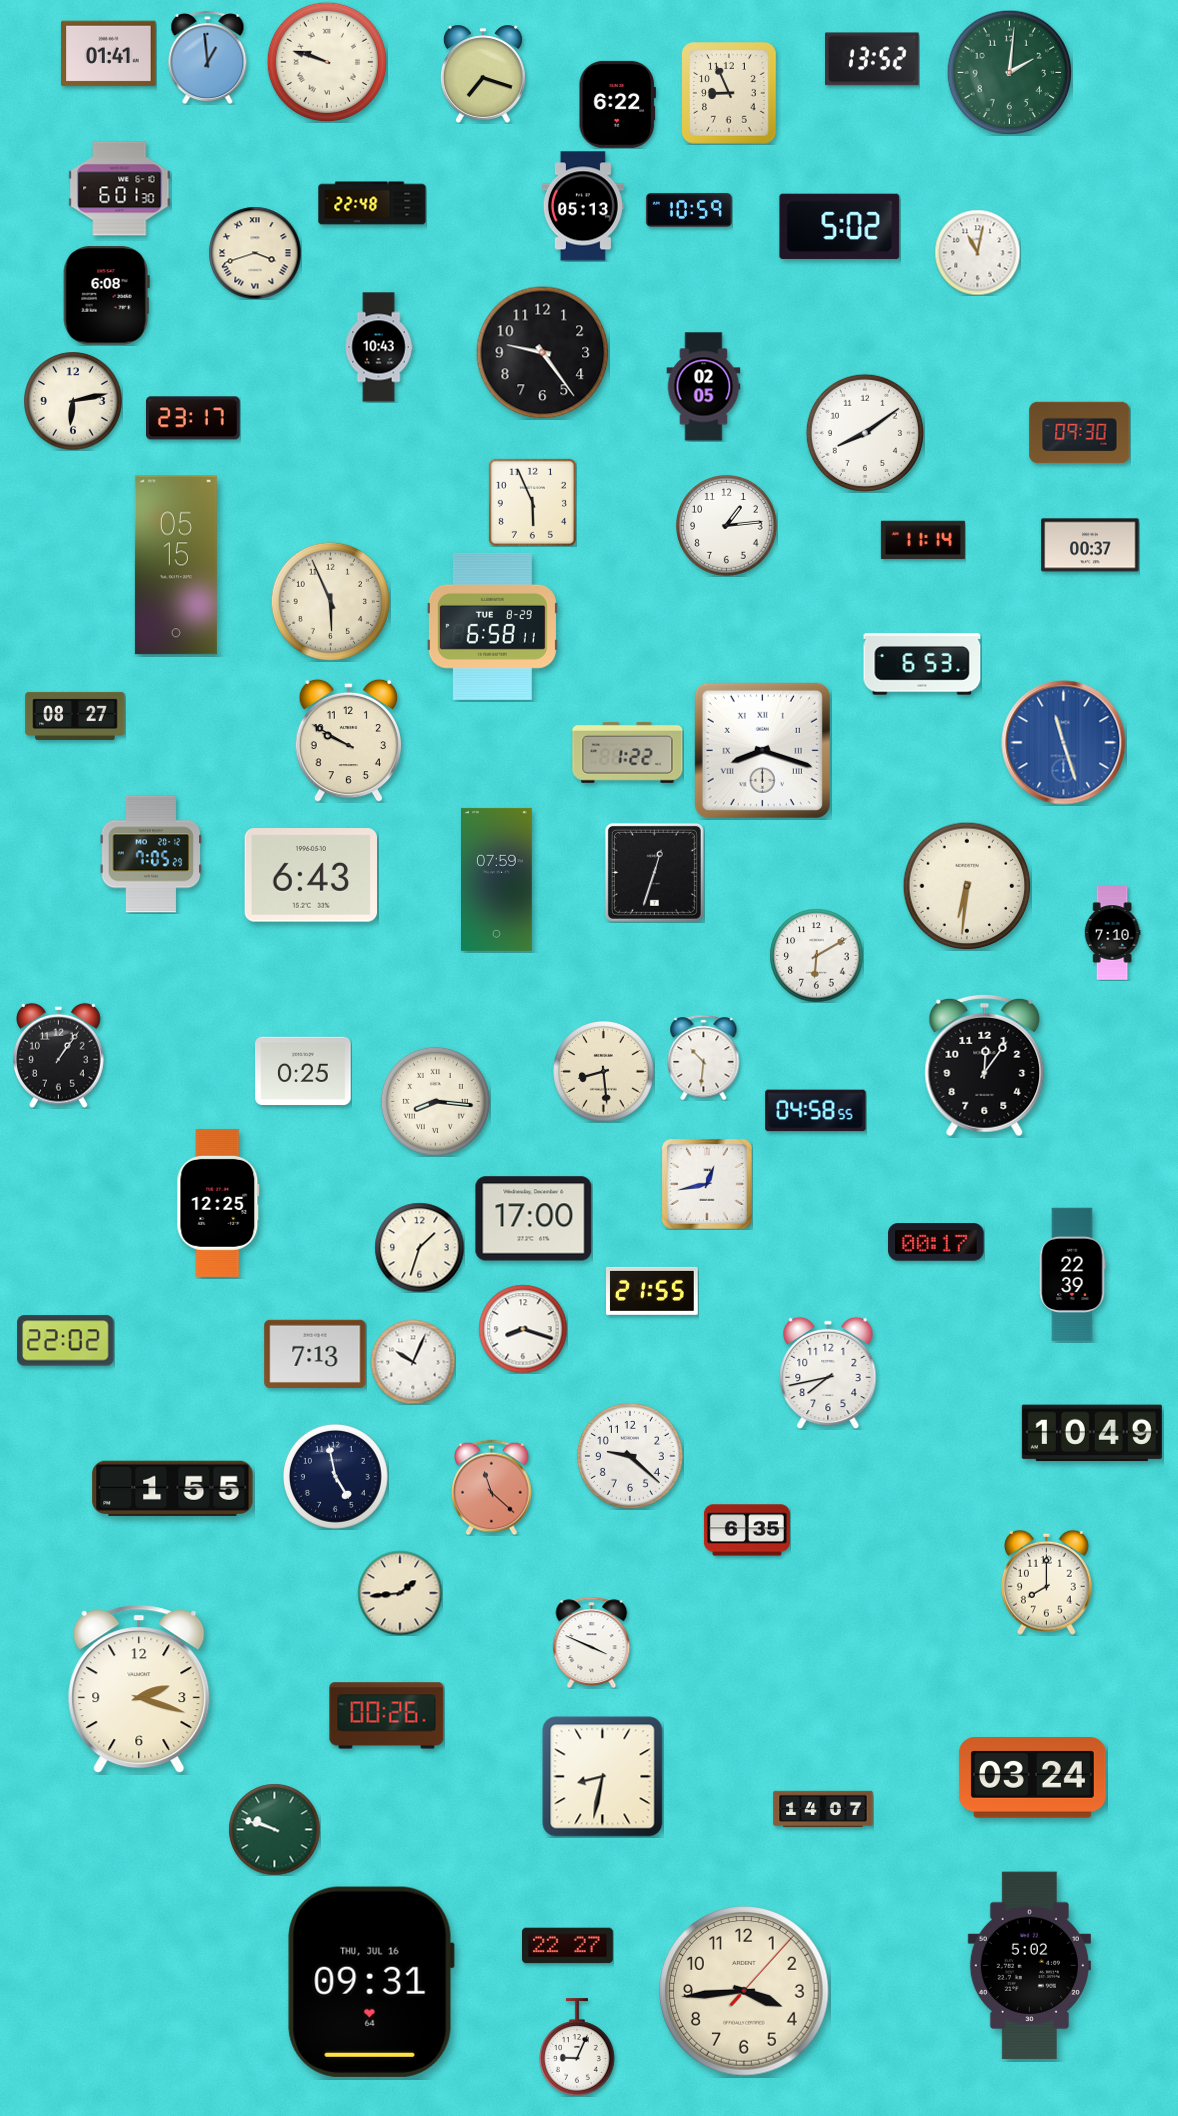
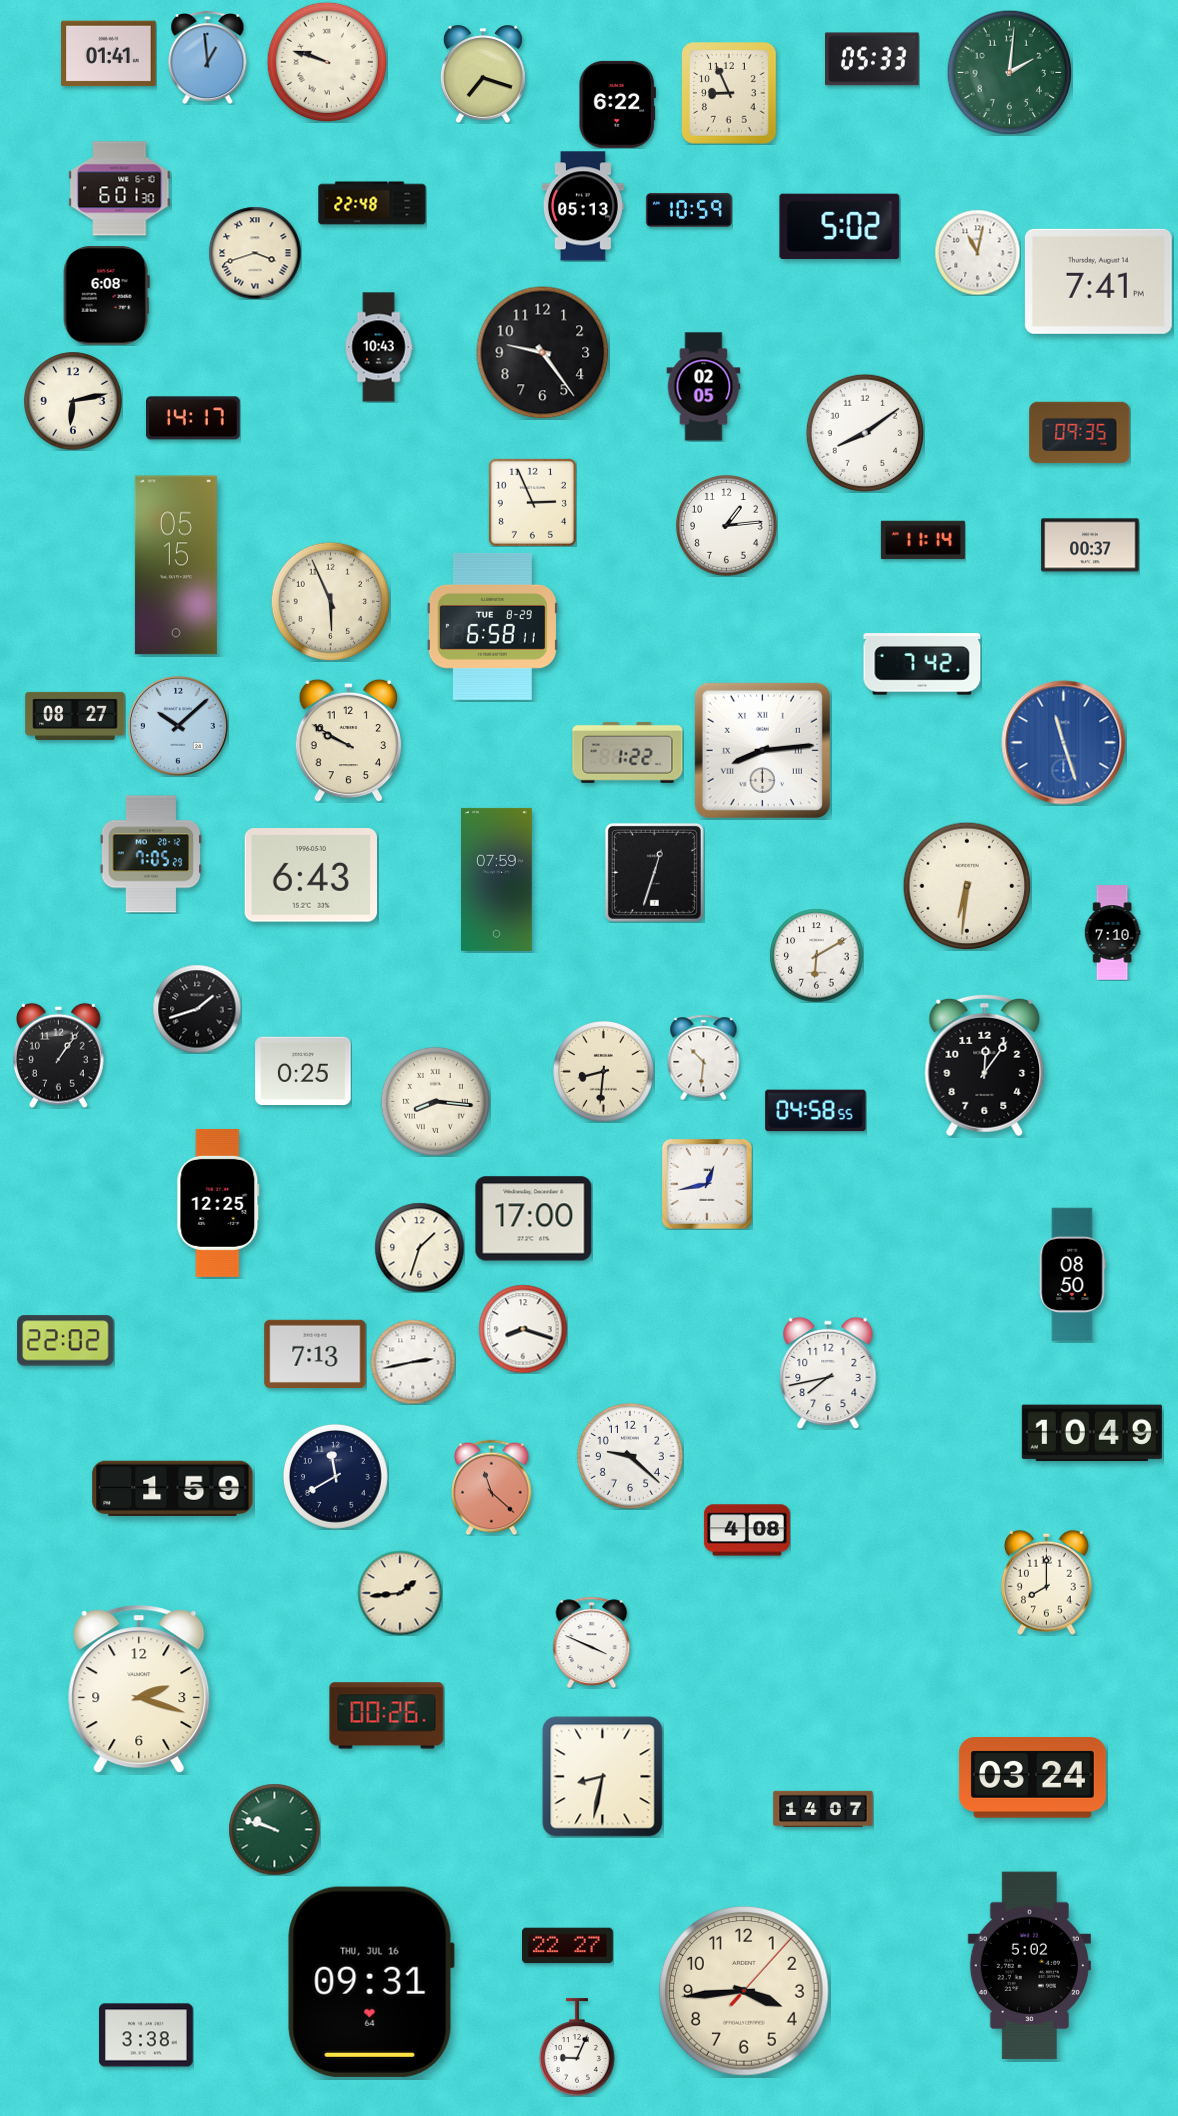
clock at (873, 59): 13:52 -> 05:33
clock at (1098, 281): none -> 7:41
clock at (194, 418): 23:17 -> 14:17
clock at (1080, 433): 09:30 -> 09:35
clock at (532, 502): 5:56 -> 2:56
clock at (922, 664): 6:53 -> 7:42
clock at (178, 726): none -> 10:08
clock at (762, 750): 8:18 -> 8:14
clock at (197, 1009): none -> 1:42
clock at (604, 1072): 8:29 -> 8:31
clock at (936, 1242): 00:17 -> none
clock at (1072, 1275): 22:39 -> 08:50
clock at (653, 1291): 21:55 -> none
clock at (413, 1362): 10:04 -> 2:43
clock at (335, 1476): 4:58 -> 11:40
clock at (173, 1488): 1:55 -> 1:59
clock at (747, 1530): 6:35 -> 4:08
clock at (146, 2035): none -> 3:38
